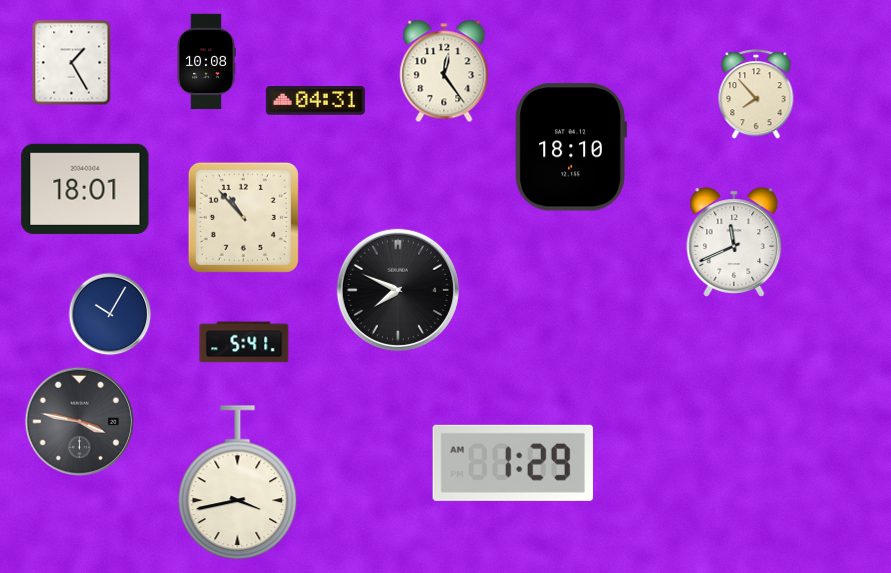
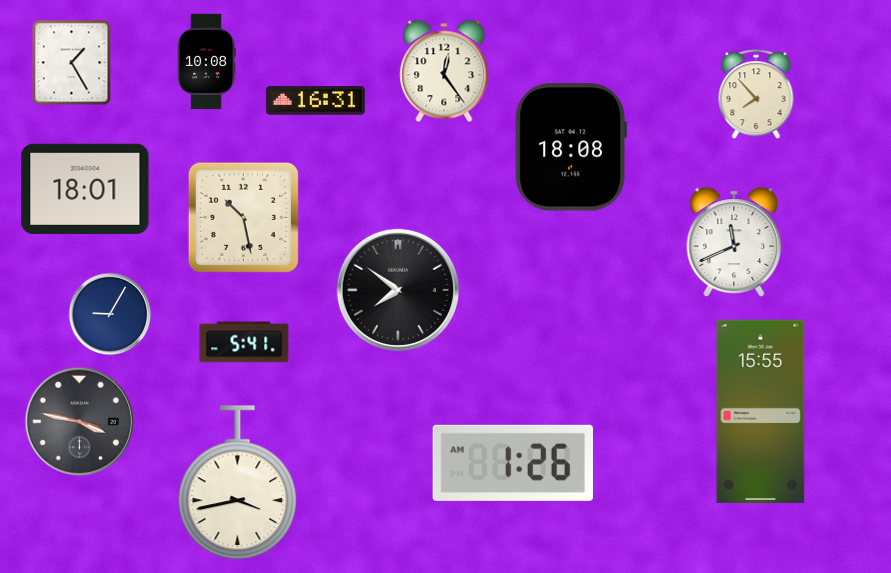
clock at (315, 101): 04:31 -> 16:31
clock at (571, 147): 18:10 -> 18:08
clock at (243, 217): 10:53 -> 10:28
clock at (398, 290): 7:49 -> 7:51
clock at (110, 314): 10:05 -> 9:05
clock at (761, 411): none -> 15:55
clock at (513, 463): 1:29 -> 1:26
